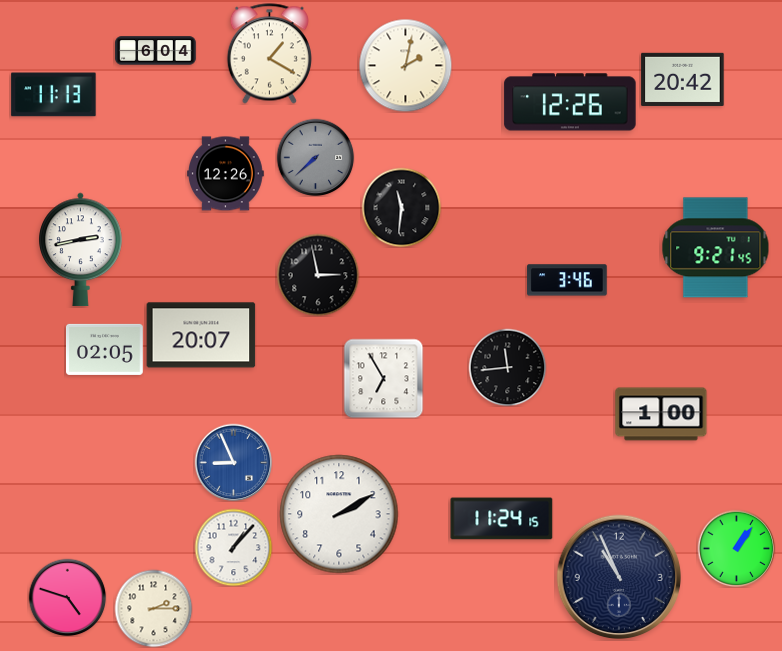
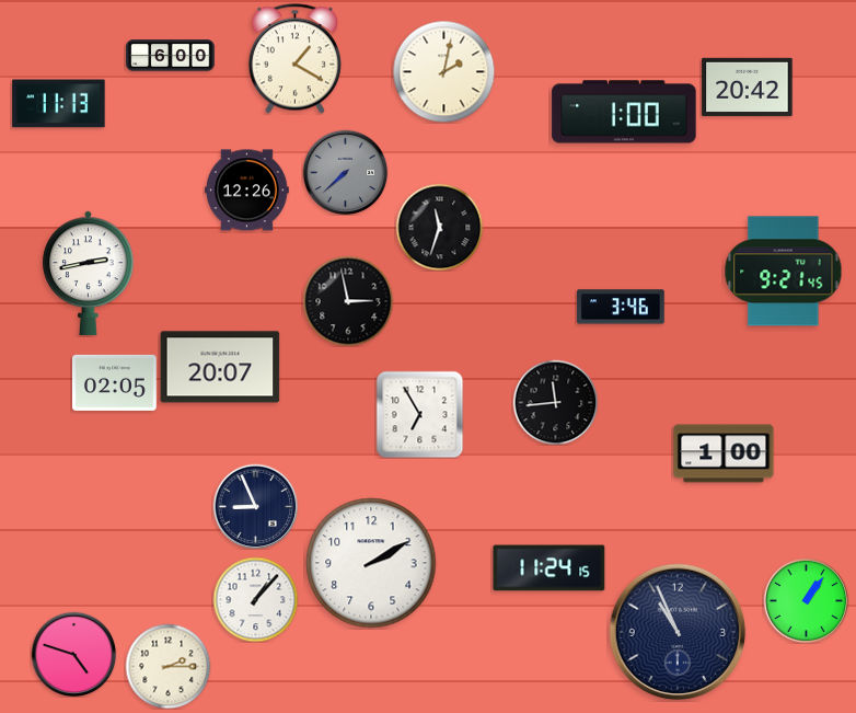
clock at (156, 51): 6:04 -> 6:00
clock at (570, 102): 12:26 -> 1:00
clock at (401, 207): 11:31 -> 11:33
clock at (233, 462) dial: blue -> navy
